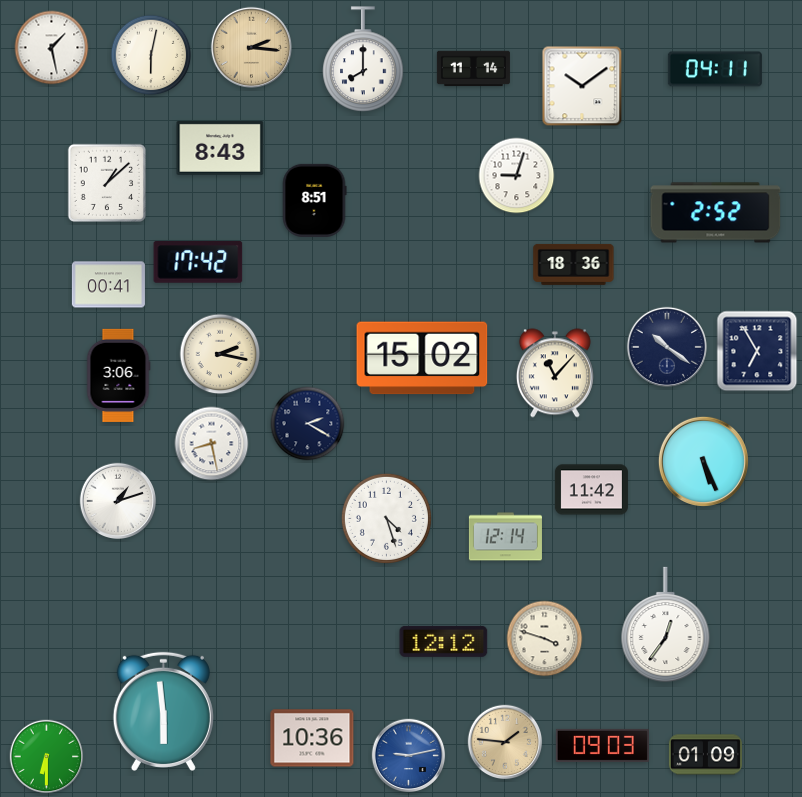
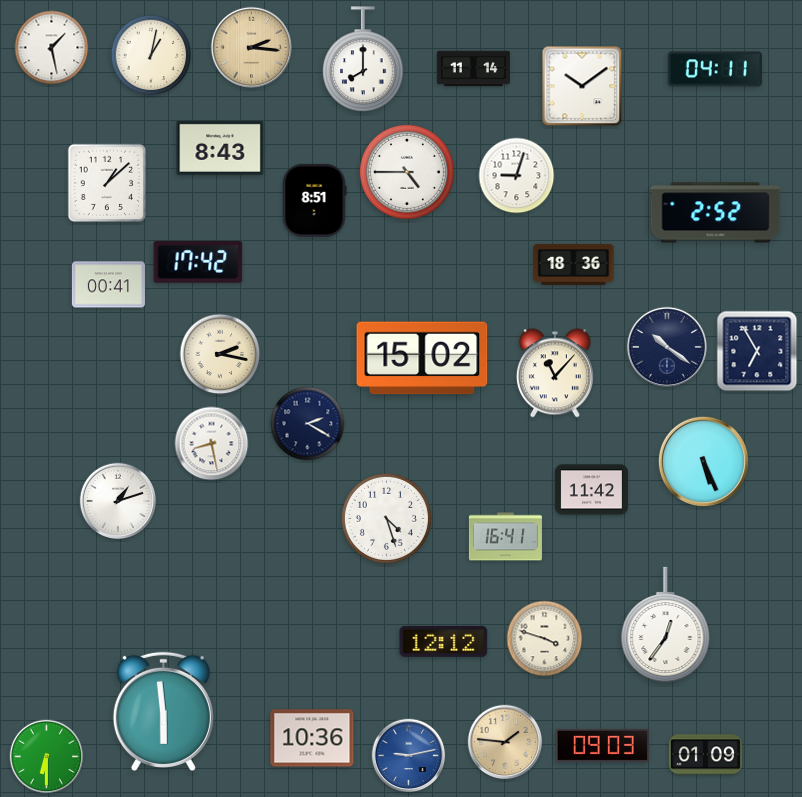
clock at (151, 55): 6:02 -> 1:02
clock at (407, 172): none -> 4:45
clock at (118, 375): 3:06 -> none
clock at (505, 537): 12:14 -> 16:41
